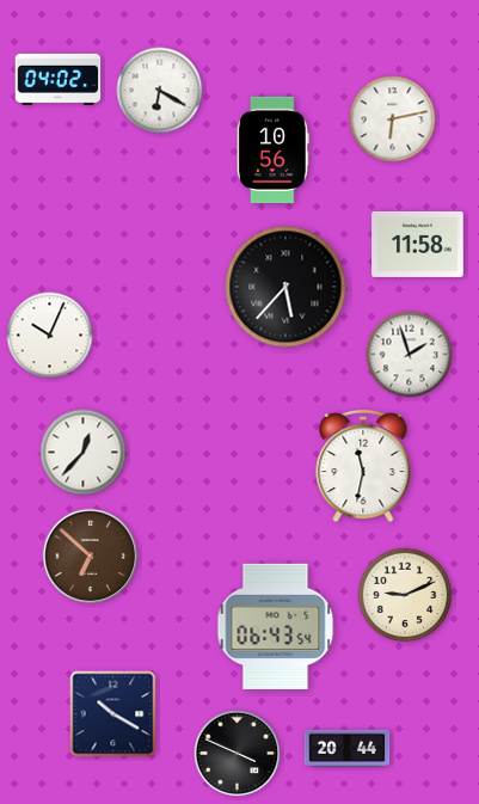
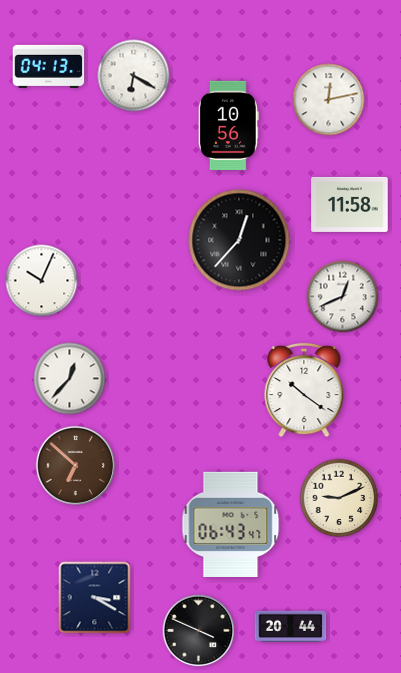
clock at (59, 79): 04:02 -> 04:13
clock at (393, 119): 6:13 -> 12:13
clock at (285, 287): 5:37 -> 12:37
clock at (410, 355): 1:57 -> 12:41
clock at (363, 466): 11:32 -> 10:21
clock at (276, 626): 06:43:54 -> 06:43:47
clock at (113, 714): 10:20 -> 3:20
